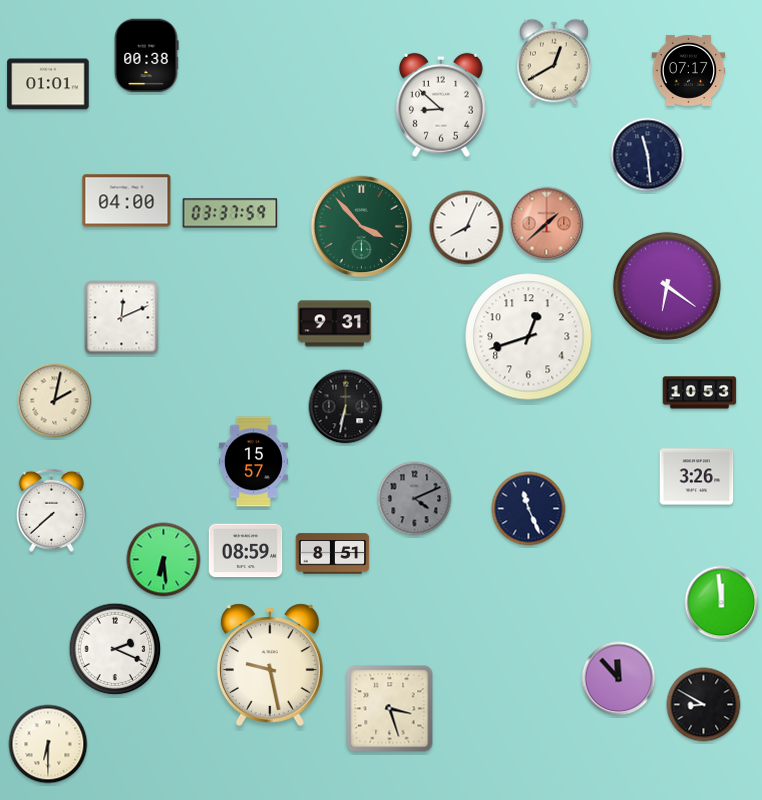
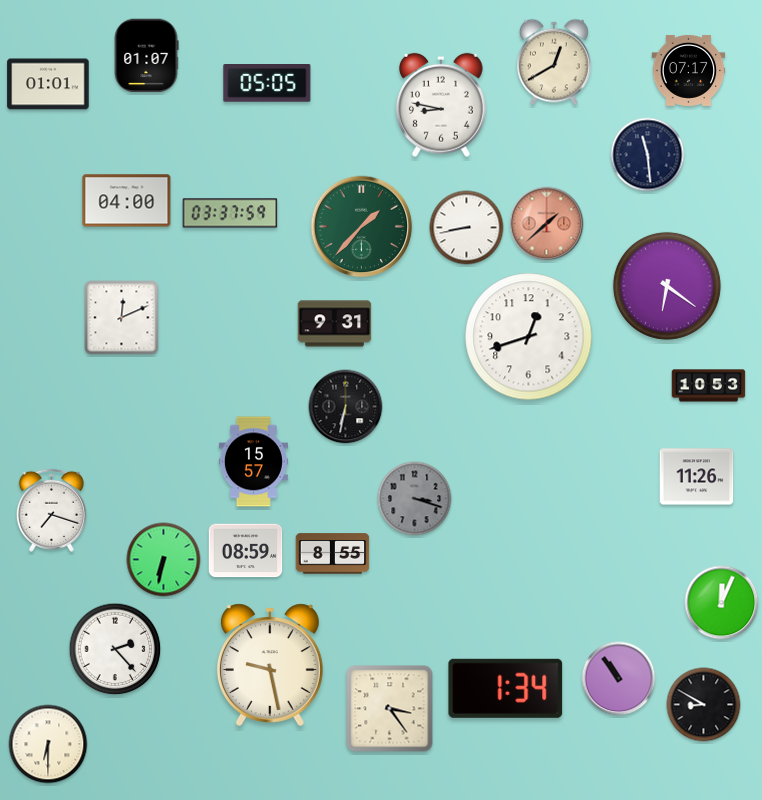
clock at (146, 56): 00:38 -> 01:07
clock at (267, 84): none -> 05:05
clock at (441, 105): 8:52 -> 8:47
clock at (362, 227): 3:53 -> 1:37
clock at (467, 228): 8:04 -> 8:43
clock at (700, 393) position: (700, 393) -> (709, 386)
clock at (55, 401): 2:02 -> none
clock at (697, 477): 3:26 -> 11:26
clock at (415, 499): 4:11 -> 3:18
clock at (529, 509): 11:26 -> none
clock at (51, 510): 7:38 -> 7:18
clock at (333, 554): 8:51 -> 8:55
clock at (164, 560): 6:29 -> 6:32
clock at (722, 603): 11:59 -> 12:04
clock at (115, 649): 2:19 -> 2:23
clock at (619, 679): 11:53 -> 10:54
clock at (506, 688): none -> 1:34
clock at (390, 709): 3:27 -> 3:24
